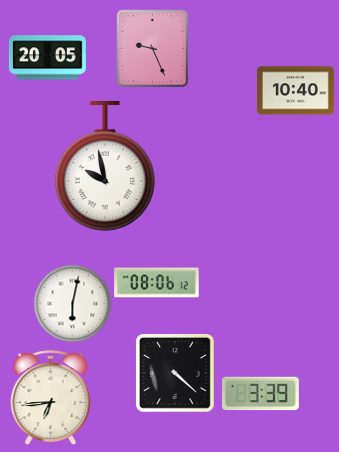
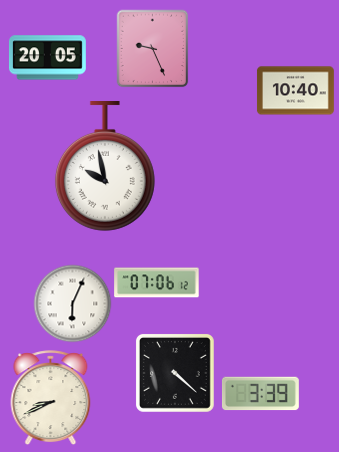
clock at (157, 283): 08:06 -> 07:06
clock at (72, 303): 6:02 -> 6:04
clock at (51, 398): 6:44 -> 8:41
